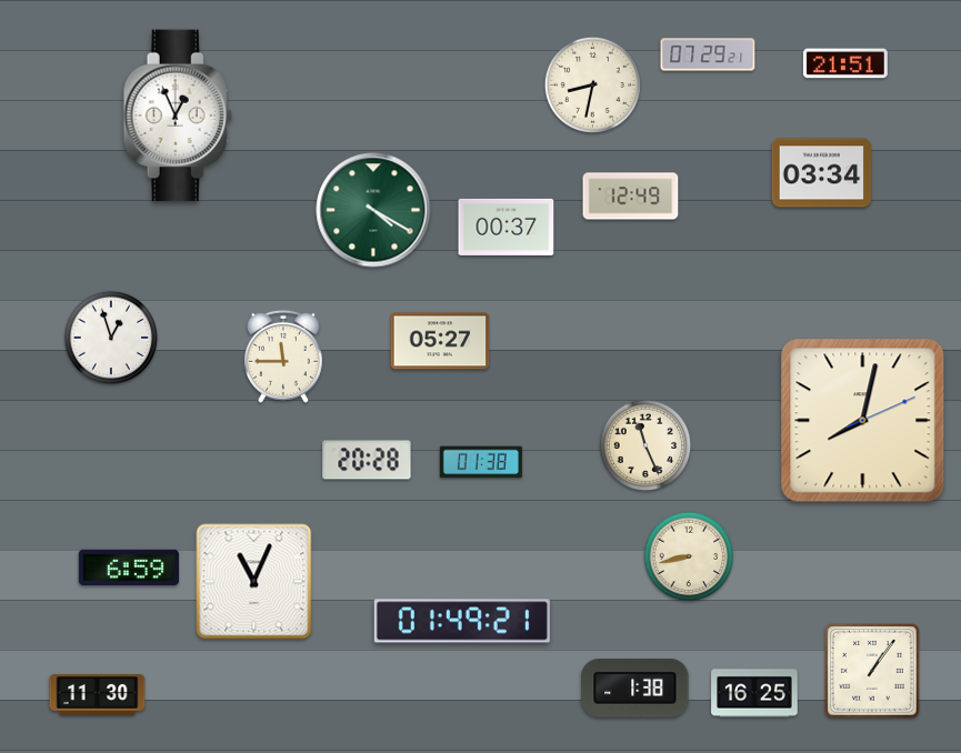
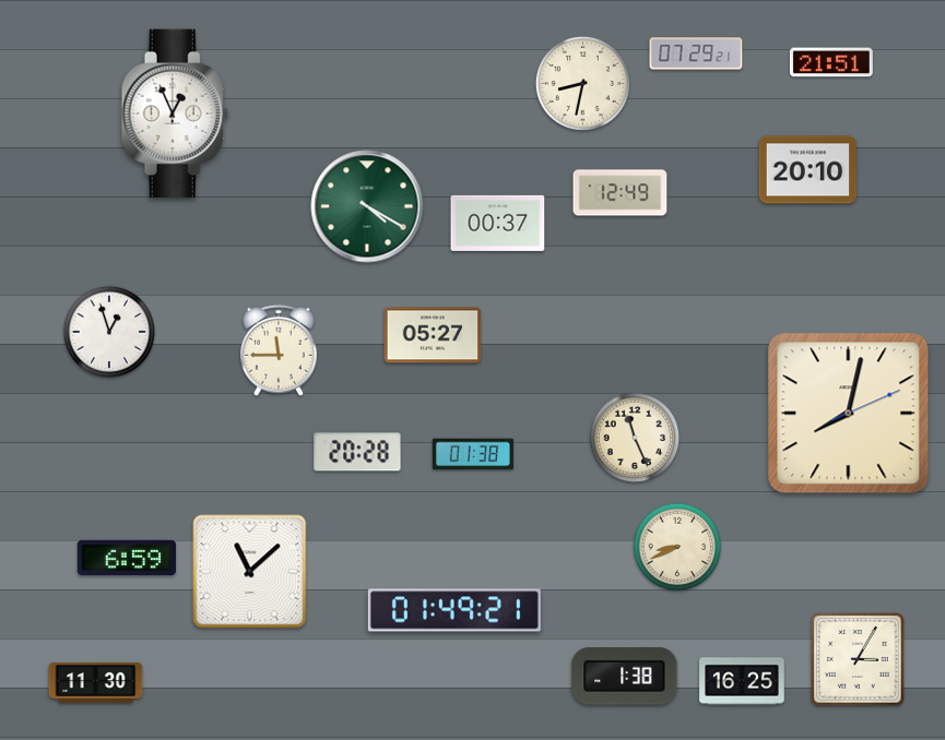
clock at (822, 173): 03:34 -> 20:10
clock at (367, 460) position: (367, 460) -> (357, 452)
clock at (689, 556): 8:43 -> 8:41
clock at (254, 582): 11:04 -> 11:08
clock at (873, 672): 1:06 -> 3:05
